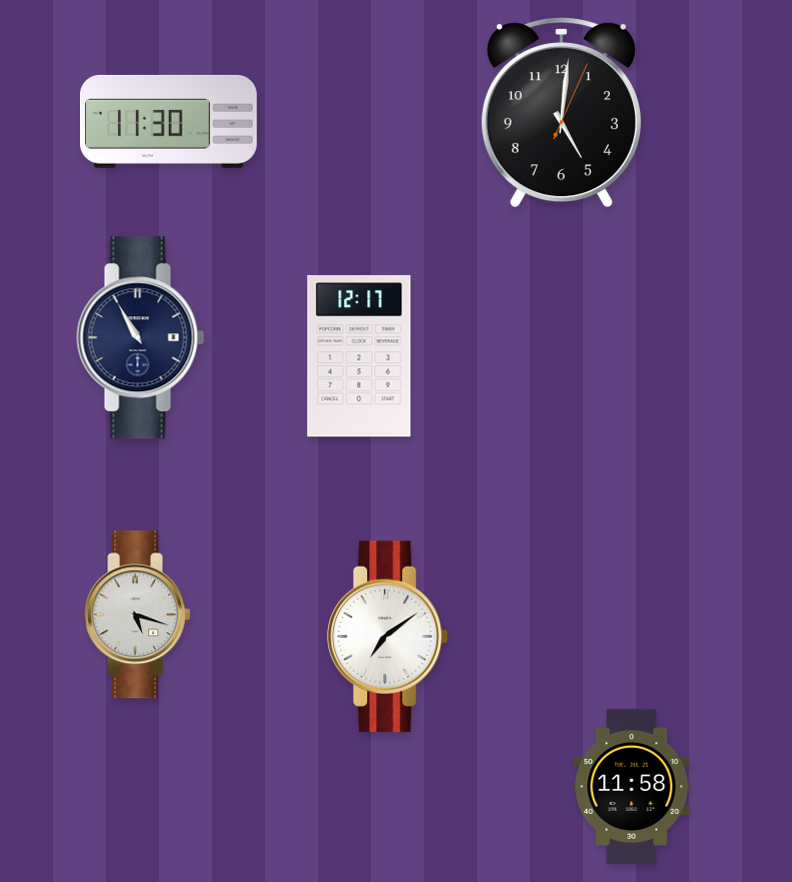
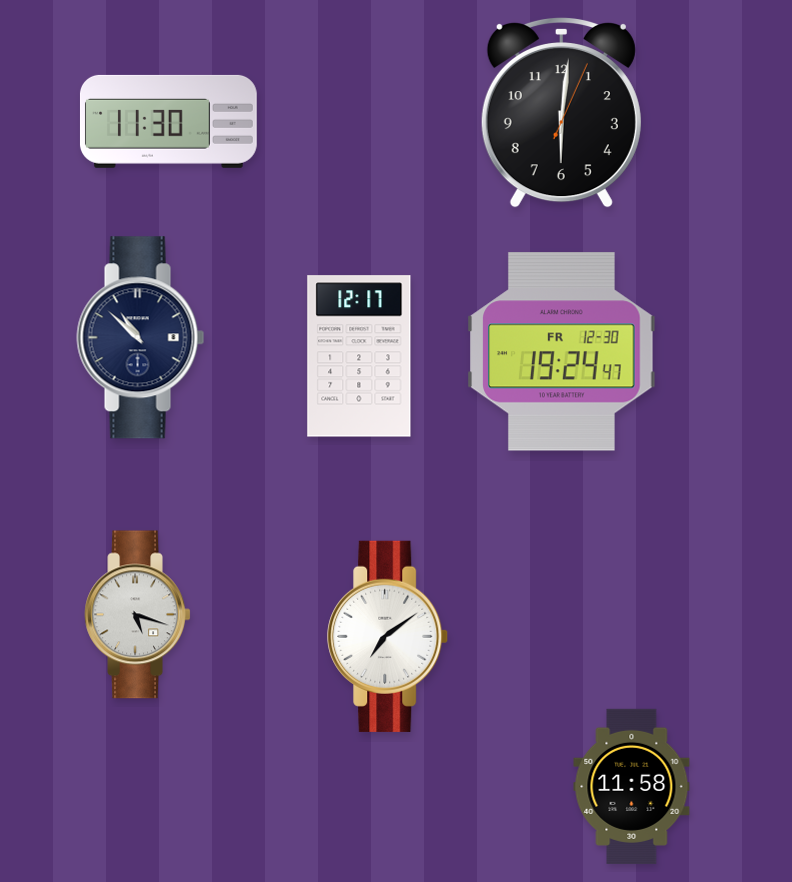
clock at (561, 112): 5:01 -> 6:01
clock at (141, 338): 10:55 -> 10:52
clock at (562, 352): none -> 19:24
